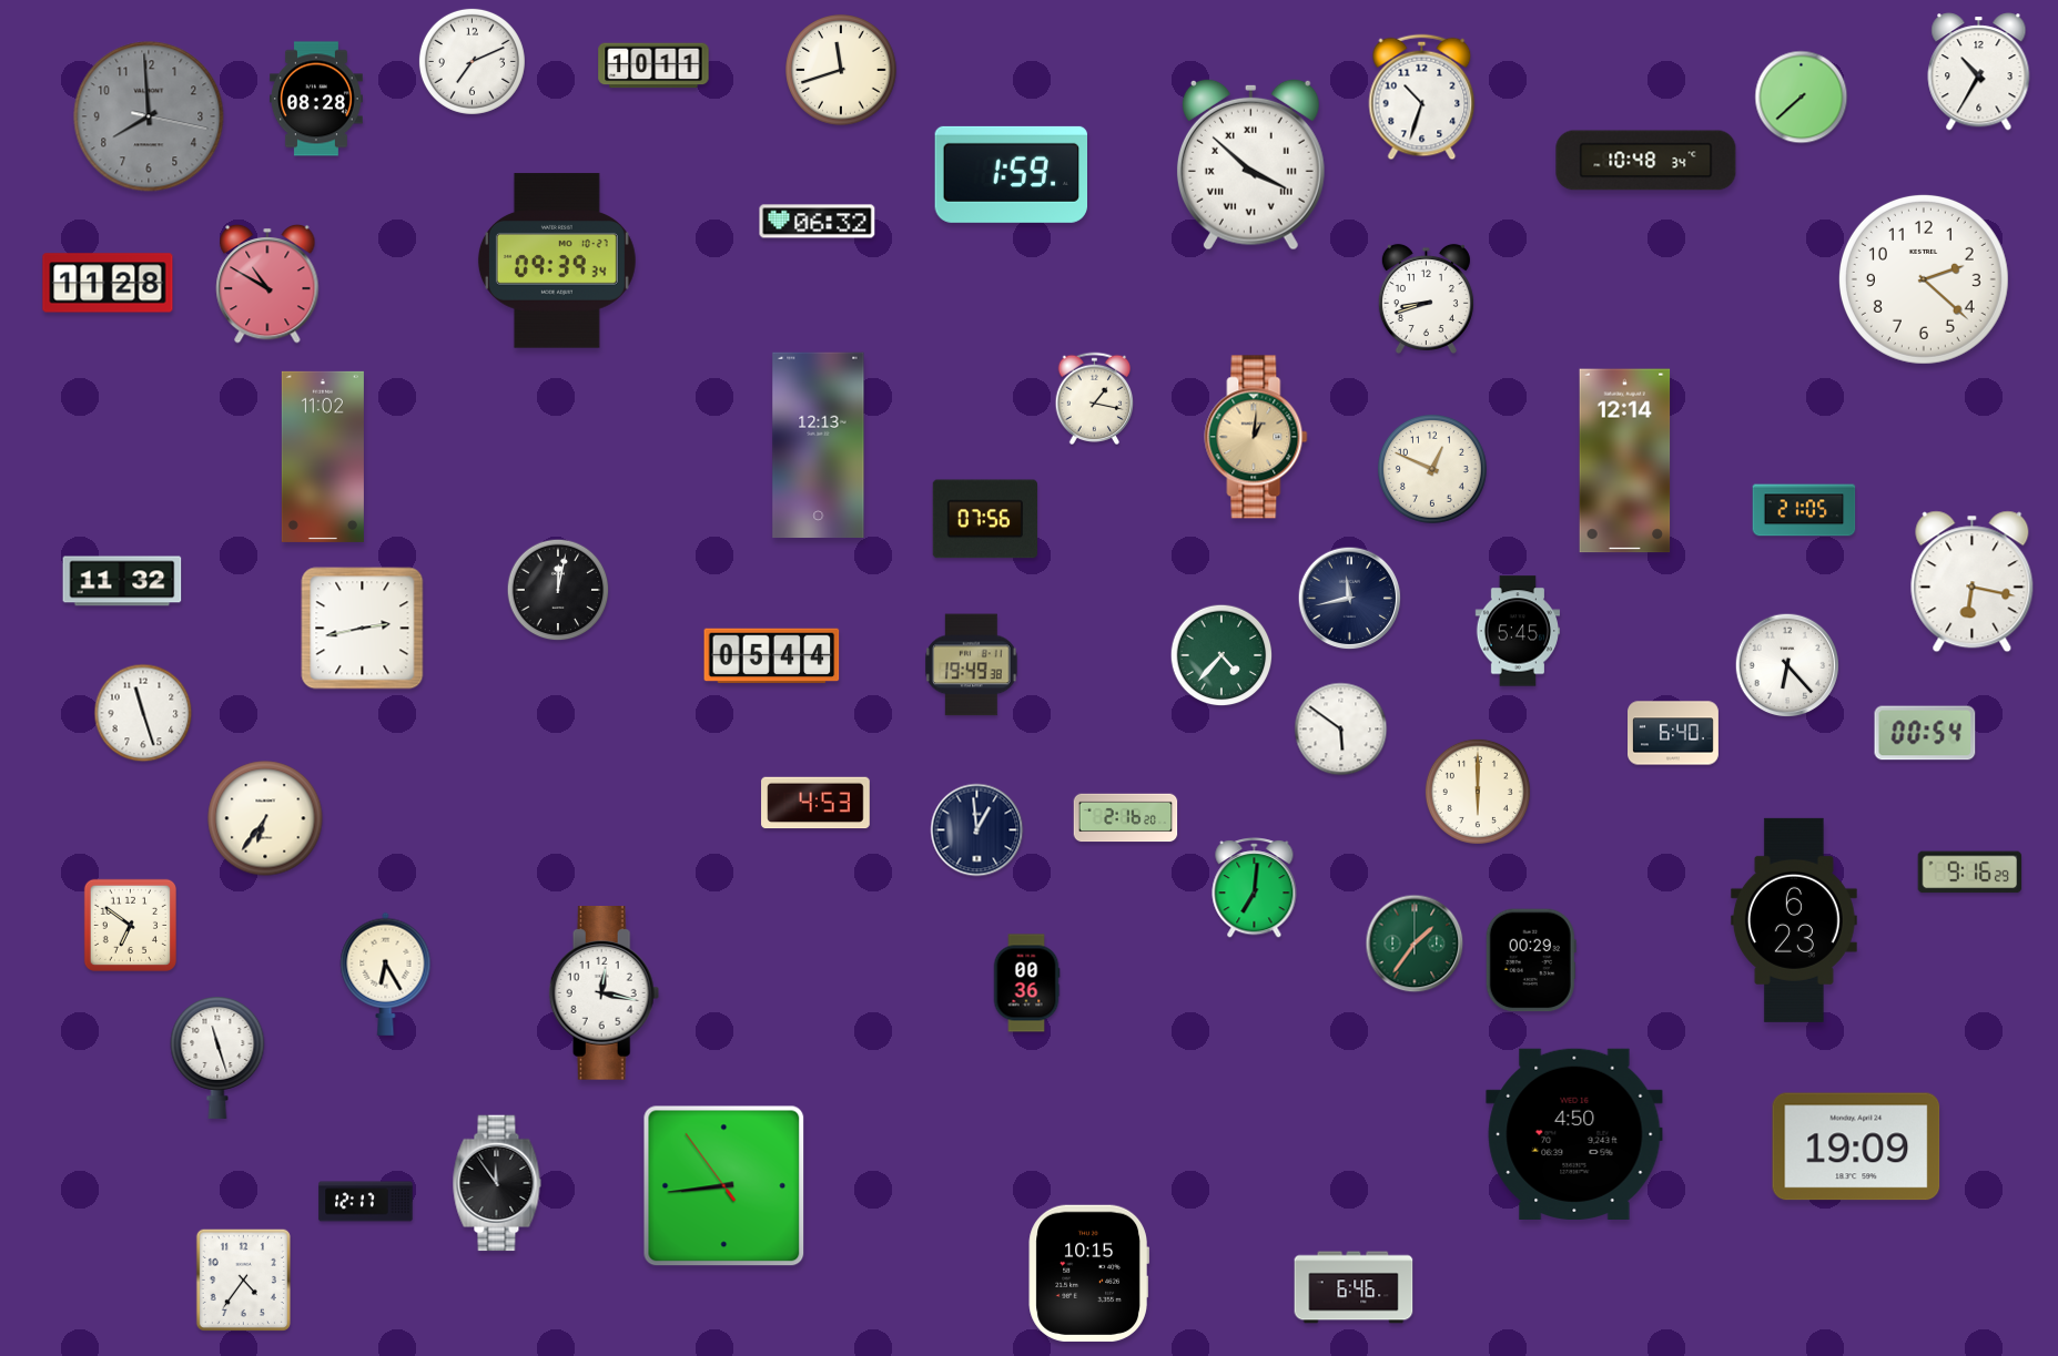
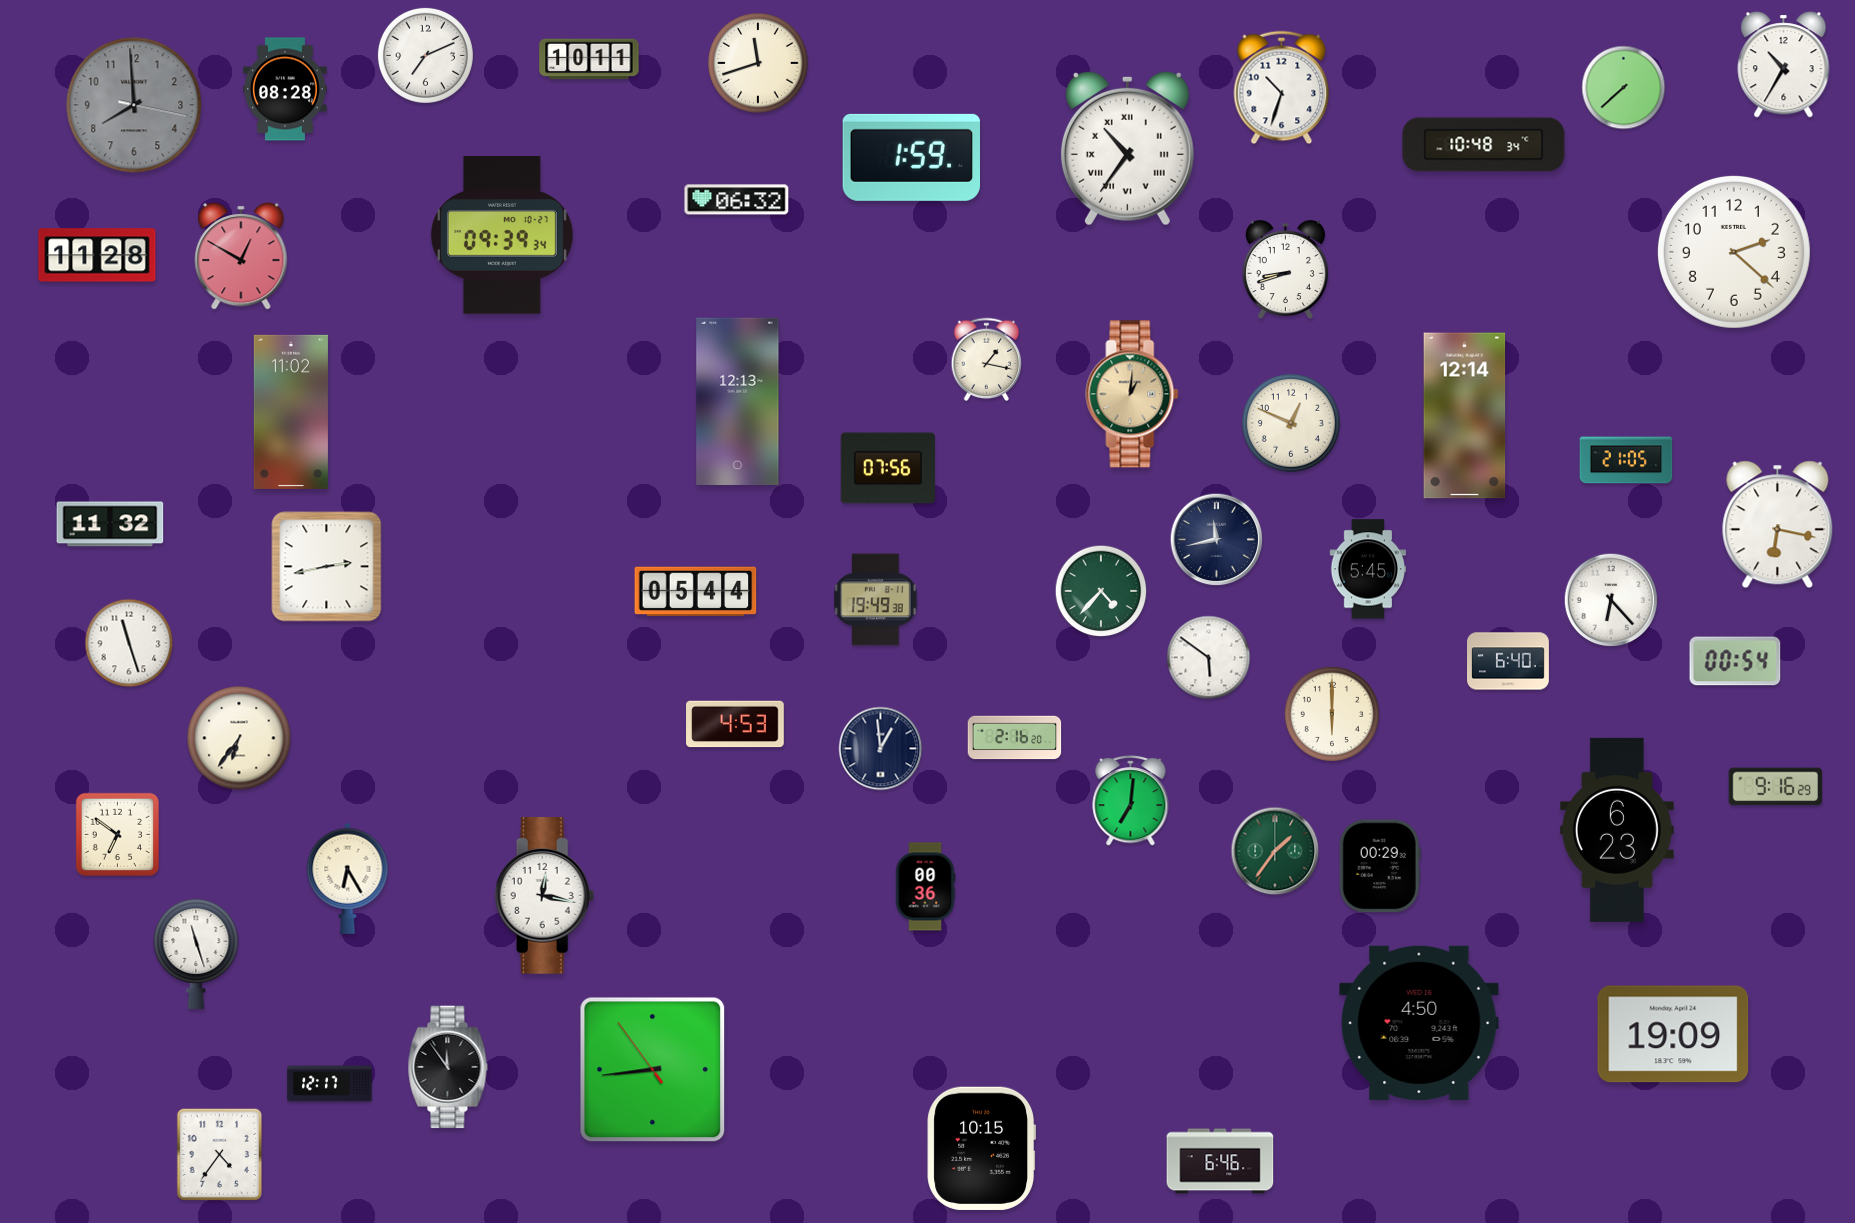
clock at (1250, 164): 3:52 -> 10:36
clock at (267, 284): 10:50 -> 12:50
clock at (558, 590): 12:02 -> none
